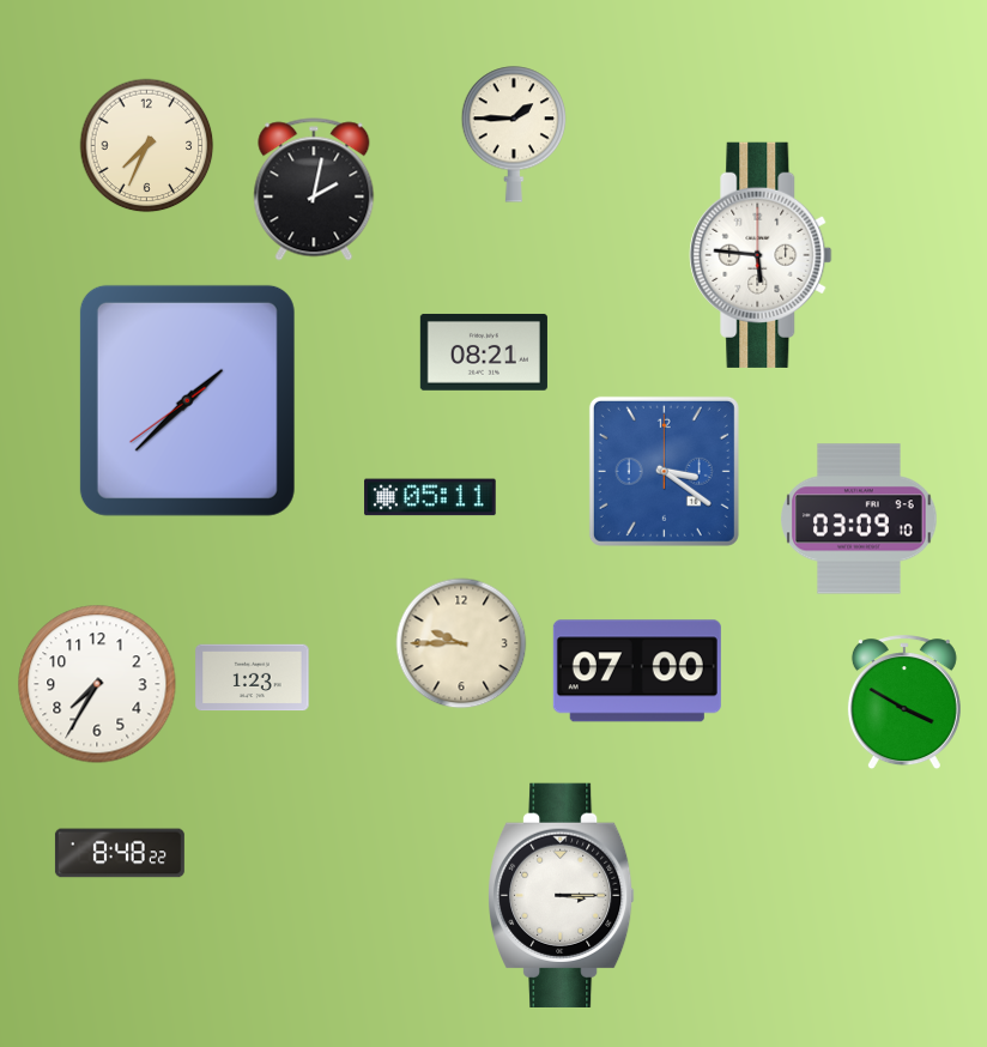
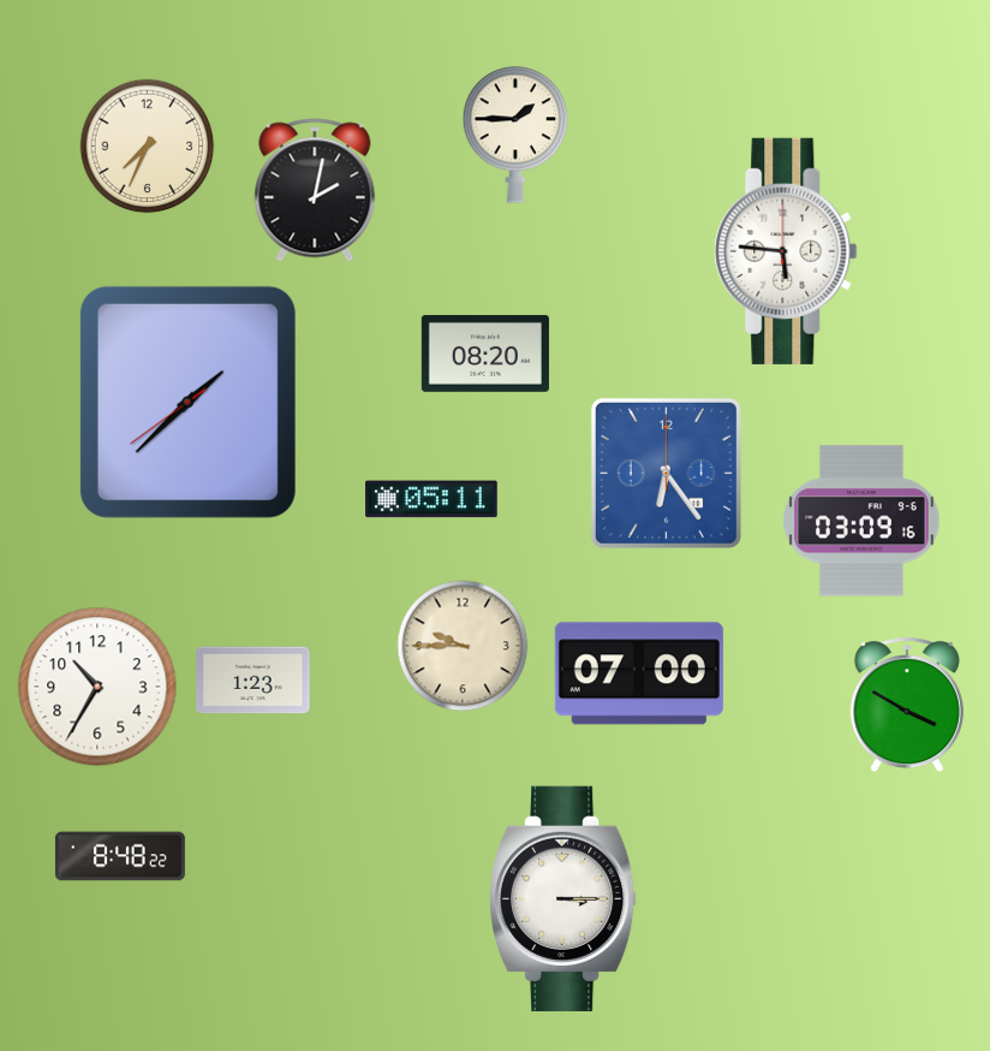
clock at (761, 255) position: (761, 255) -> (786, 251)
clock at (484, 352): 08:21 -> 08:20
clock at (664, 471): 3:21 -> 6:24
clock at (859, 519): 03:09:10 -> 03:09:16
clock at (97, 684): 7:35 -> 10:35
